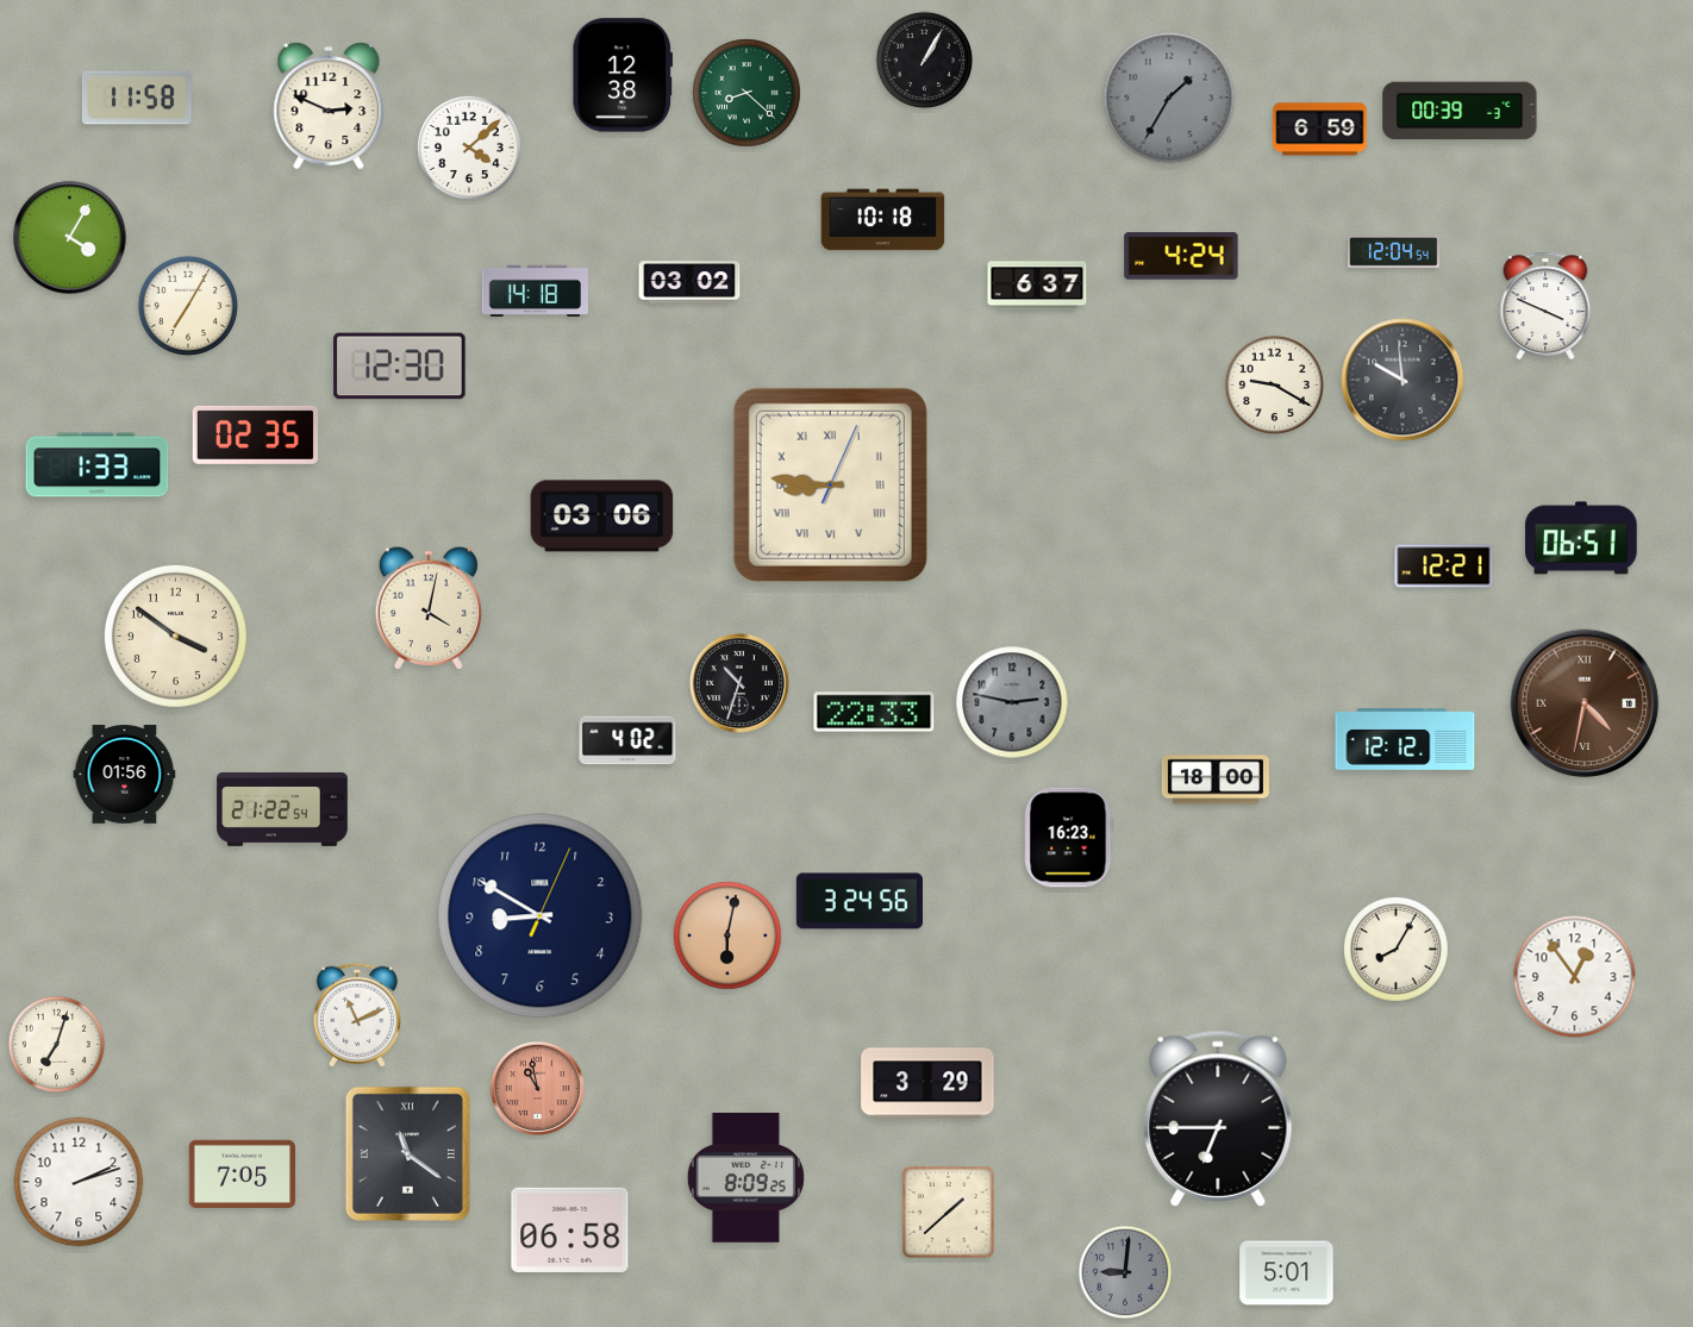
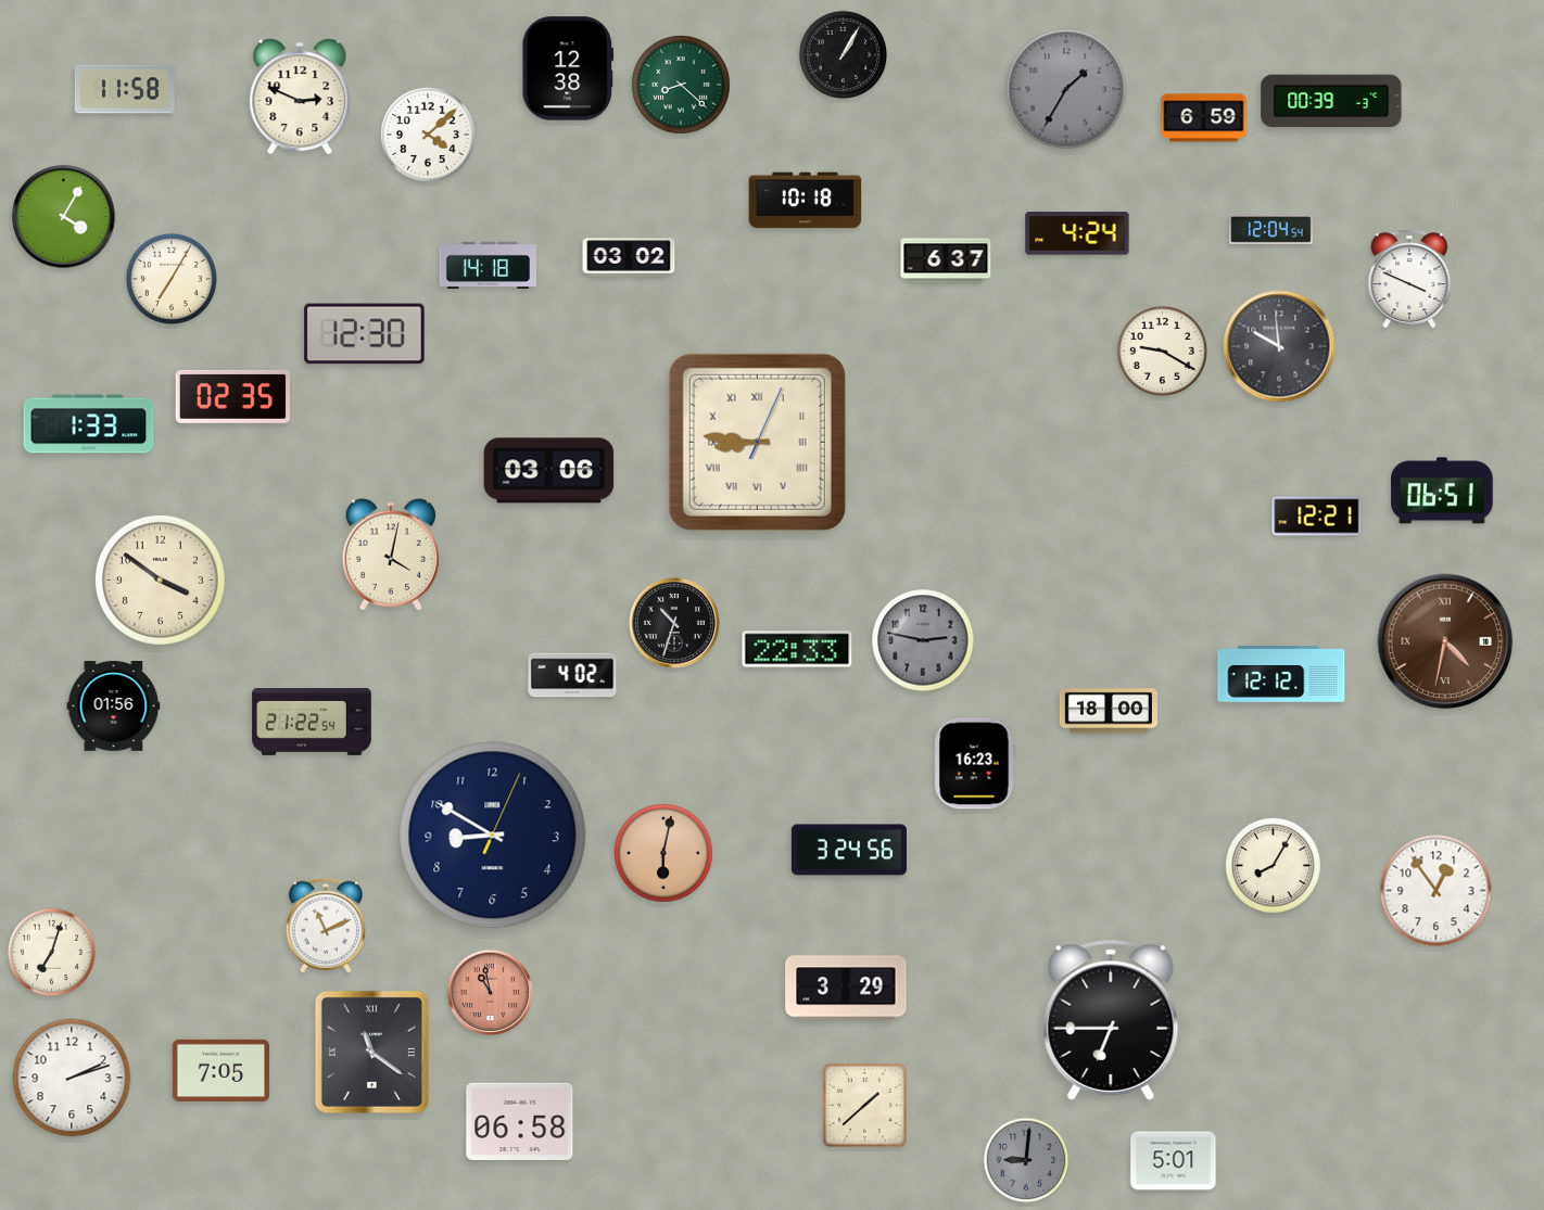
clock at (282, 810) position: (282, 810) -> (312, 723)
clock at (860, 901) position: (860, 901) -> (849, 850)
clock at (745, 1177): 8:09 -> none
